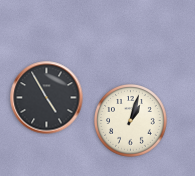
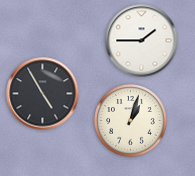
clock at (142, 41): none -> 1:45
clock at (47, 98) position: (47, 98) -> (43, 94)
